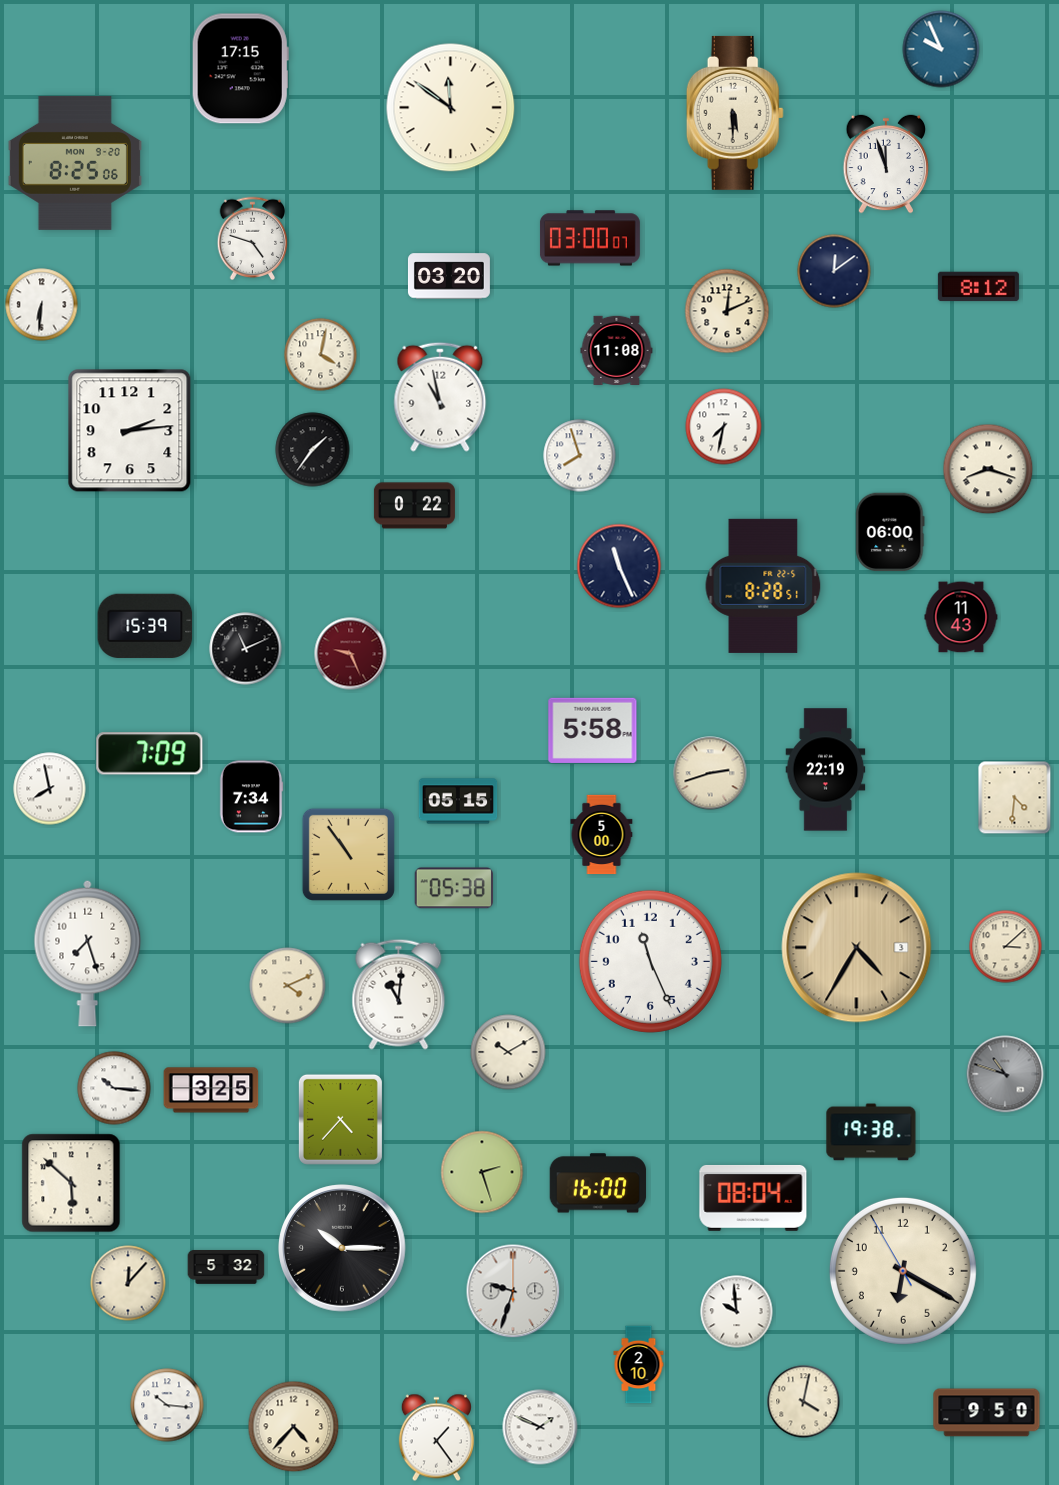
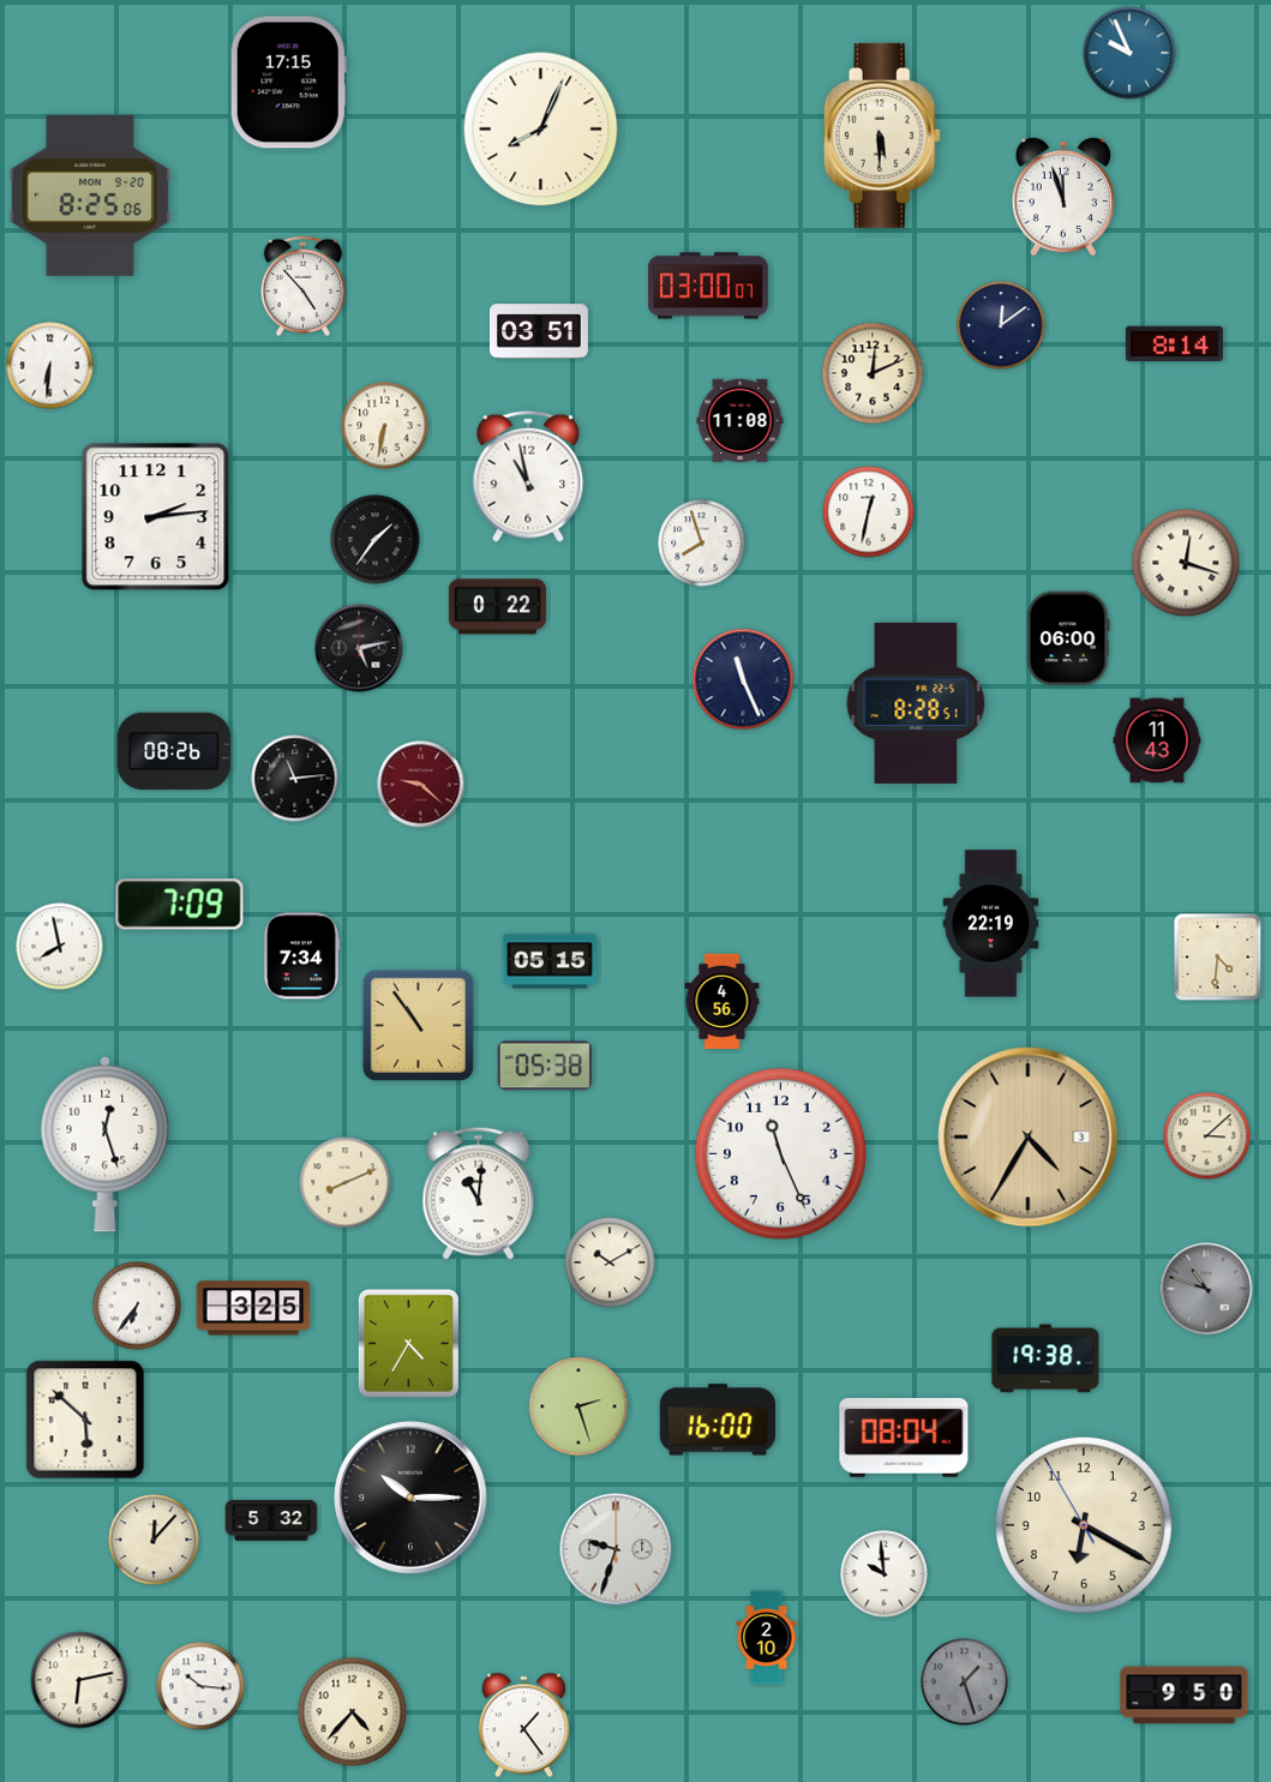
clock at (941, 49) position: (941, 49) -> (1129, 53)
clock at (451, 108): 11:51 -> 8:04
clock at (253, 239): 4:48 -> 4:53
clock at (449, 276): 03:20 -> 03:51
clock at (978, 287): 8:12 -> 8:14
clock at (321, 355): 4:02 -> 6:32
clock at (724, 427): 7:32 -> 12:32
clock at (580, 456) position: (580, 456) -> (702, 544)
clock at (988, 469): 8:18 -> 12:18
clock at (359, 648): none -> 5:13
clock at (961, 617) position: (961, 617) -> (1157, 740)
clock at (145, 625): 15:39 -> 08:26
clock at (246, 649): 11:11 -> 11:14
clock at (351, 654): 9:26 -> 9:22
clock at (593, 730): 5:58 -> none
clock at (710, 773): 2:42 -> none
clock at (602, 835): 5:00 -> 4:56
clock at (88, 953): 7:27 -> 12:27
clock at (288, 986): 4:11 -> 8:11
clock at (114, 1088): 10:16 -> 6:36
clock at (340, 1119): 4:37 -> 4:35
clock at (79, 1680): none -> 6:13
clock at (804, 1402): 4:02 -> 1:27
clock at (804, 1402) dial: cream -> grey
clock at (540, 1427): 1:49 -> none
